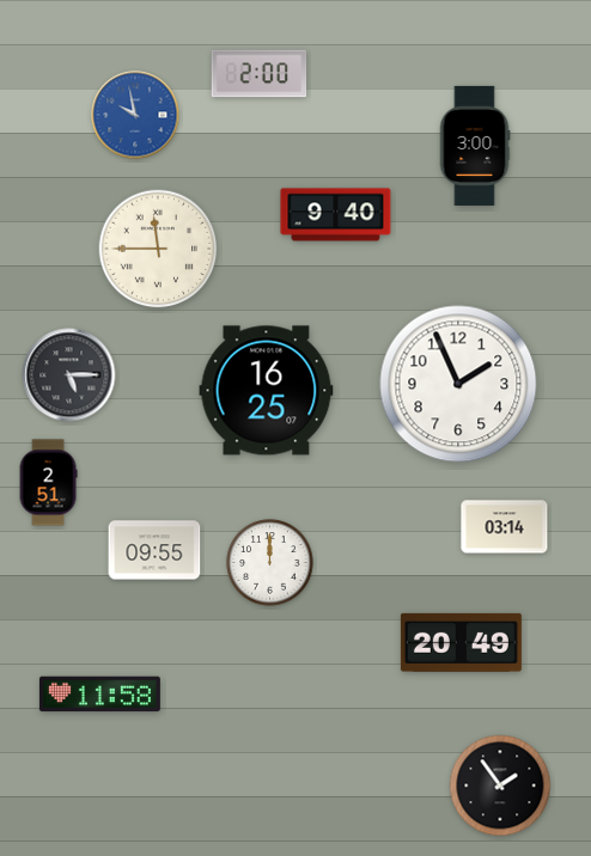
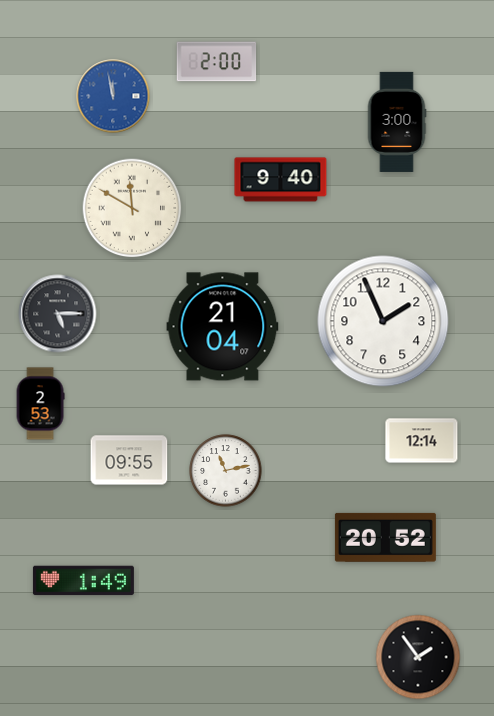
clock at (135, 115): 9:58 -> 11:58
clock at (158, 249): 11:45 -> 11:50
clock at (267, 391): 16:25 -> 21:04
clock at (48, 483): 2:51 -> 2:53
clock at (505, 527): 03:14 -> 12:14
clock at (270, 563): 12:00 -> 11:13
clock at (461, 642): 20:49 -> 20:52
clock at (99, 695): 11:58 -> 1:49
